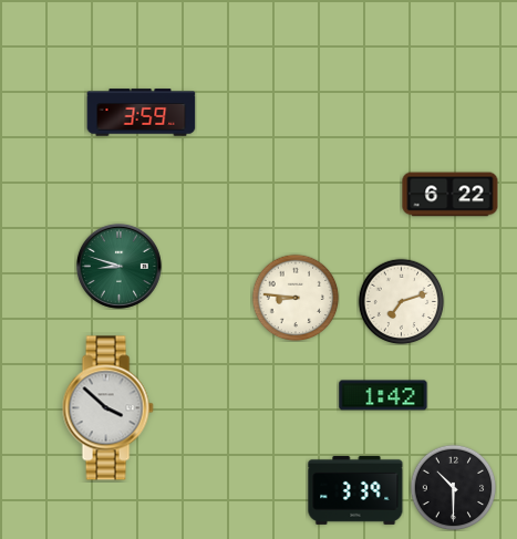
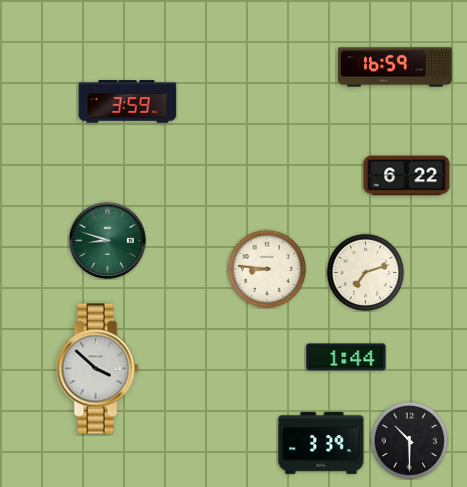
clock at (396, 67): none -> 16:59
clock at (401, 301) position: (401, 301) -> (365, 272)
clock at (383, 395): 1:42 -> 1:44
